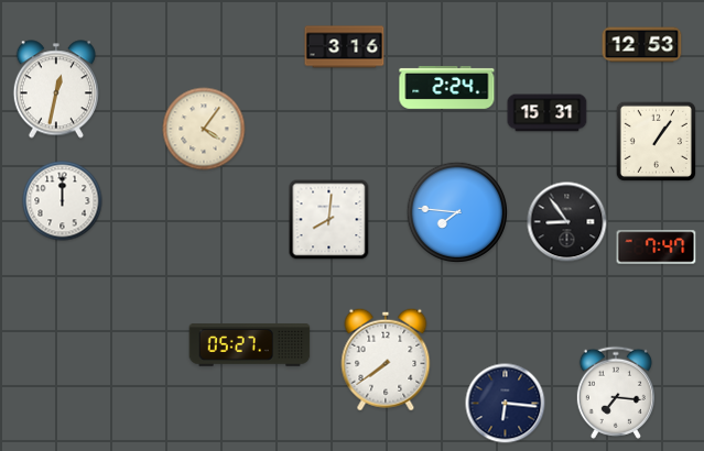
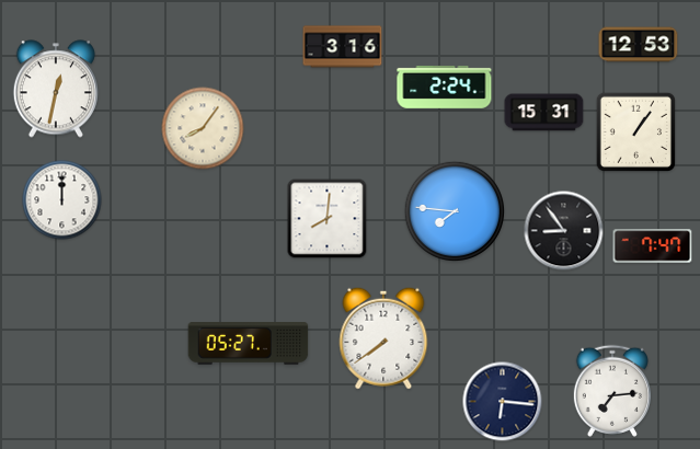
clock at (204, 129): 4:06 -> 8:06
clock at (656, 141) position: (656, 141) -> (635, 131)
clock at (567, 222) position: (567, 222) -> (564, 231)
clock at (386, 360) position: (386, 360) -> (383, 338)
clock at (616, 393): 7:16 -> 7:14
